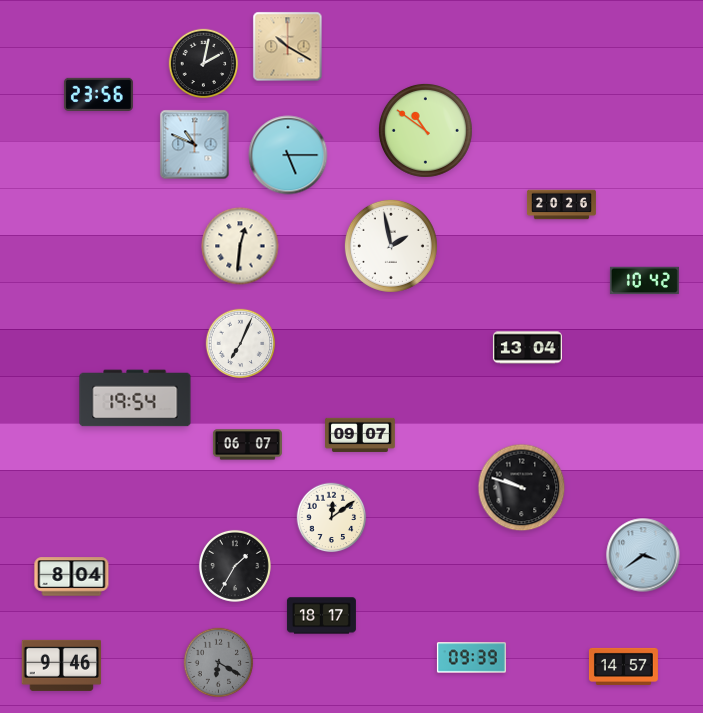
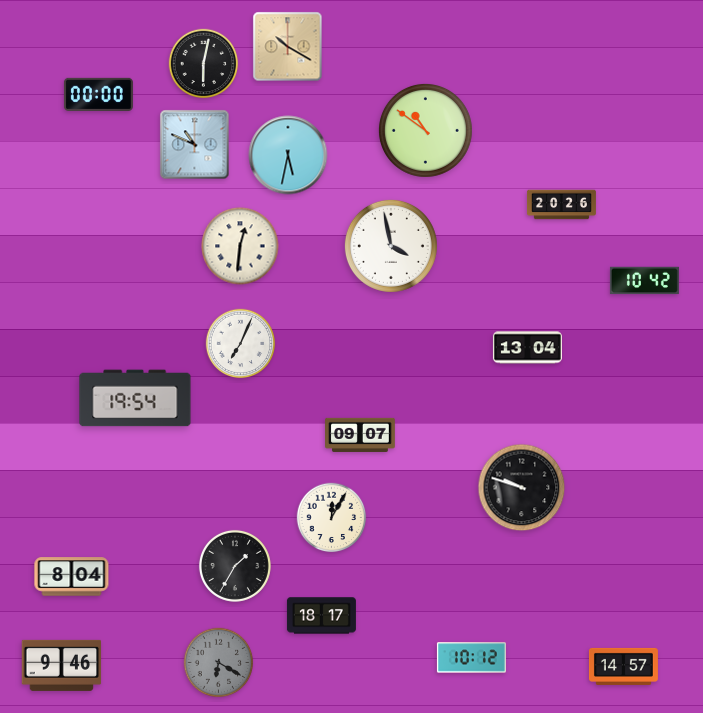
clock at (204, 64): 2:02 -> 6:02
clock at (98, 94): 23:56 -> 00:00
clock at (288, 155): 5:15 -> 5:32
clock at (391, 246): 1:58 -> 3:58
clock at (247, 445): 06:07 -> none
clock at (332, 518): 12:09 -> 12:05
clock at (643, 555): 3:39 -> none
clock at (471, 658): 09:39 -> 10:12
